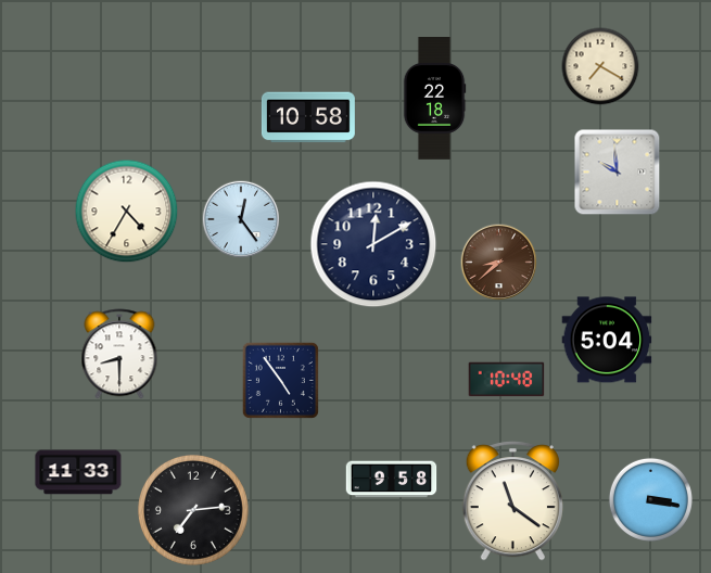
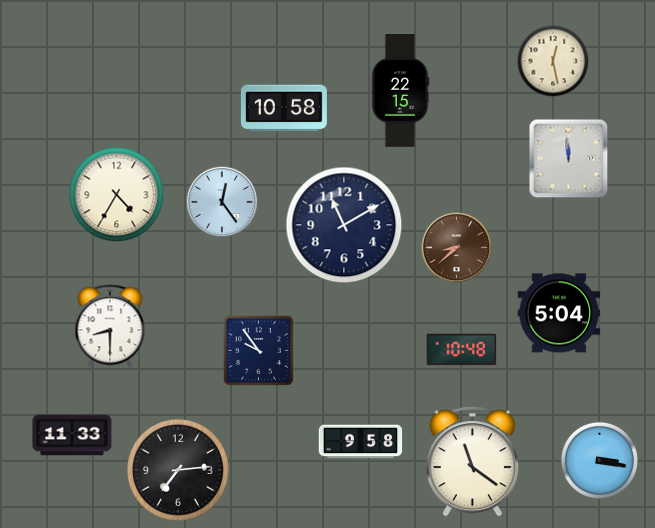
clock at (600, 66): 7:20 -> 12:28
clock at (434, 99): 22:18 -> 22:15
clock at (618, 173): 9:59 -> 11:59
clock at (373, 244): 12:10 -> 11:10
clock at (499, 263) position: (499, 263) -> (457, 248)
clock at (280, 380): 4:54 -> 9:54
clock at (507, 380) position: (507, 380) -> (462, 350)
